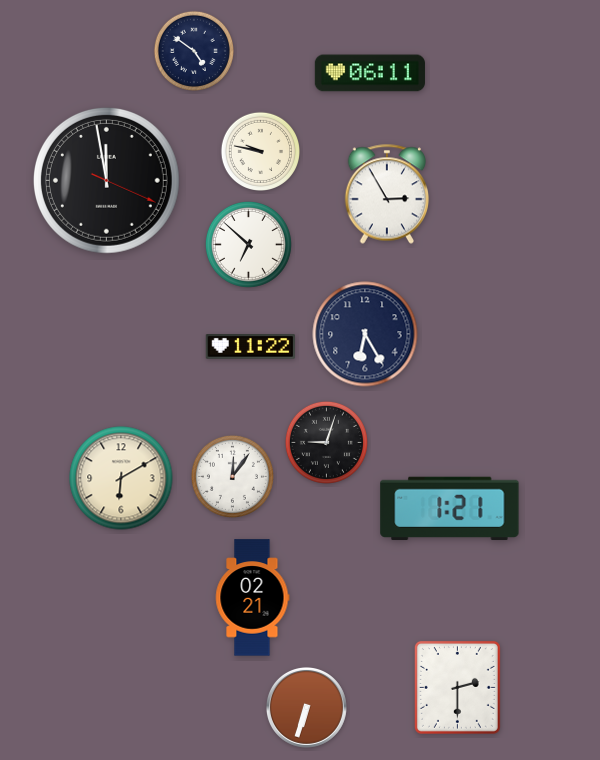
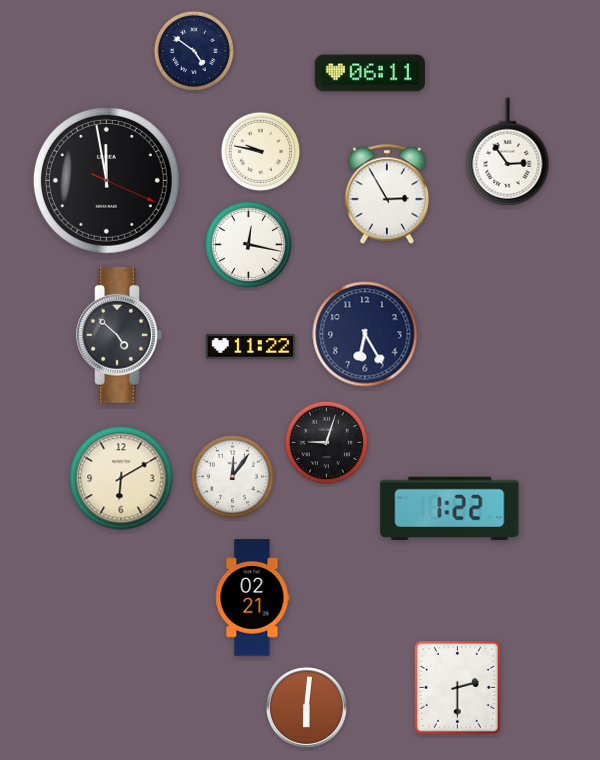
clock at (508, 152): none -> 2:54
clock at (248, 244): 6:52 -> 12:17
clock at (119, 335): none -> 4:52
clock at (450, 509): 1:21 -> 1:22
clock at (306, 707): 6:33 -> 6:01
